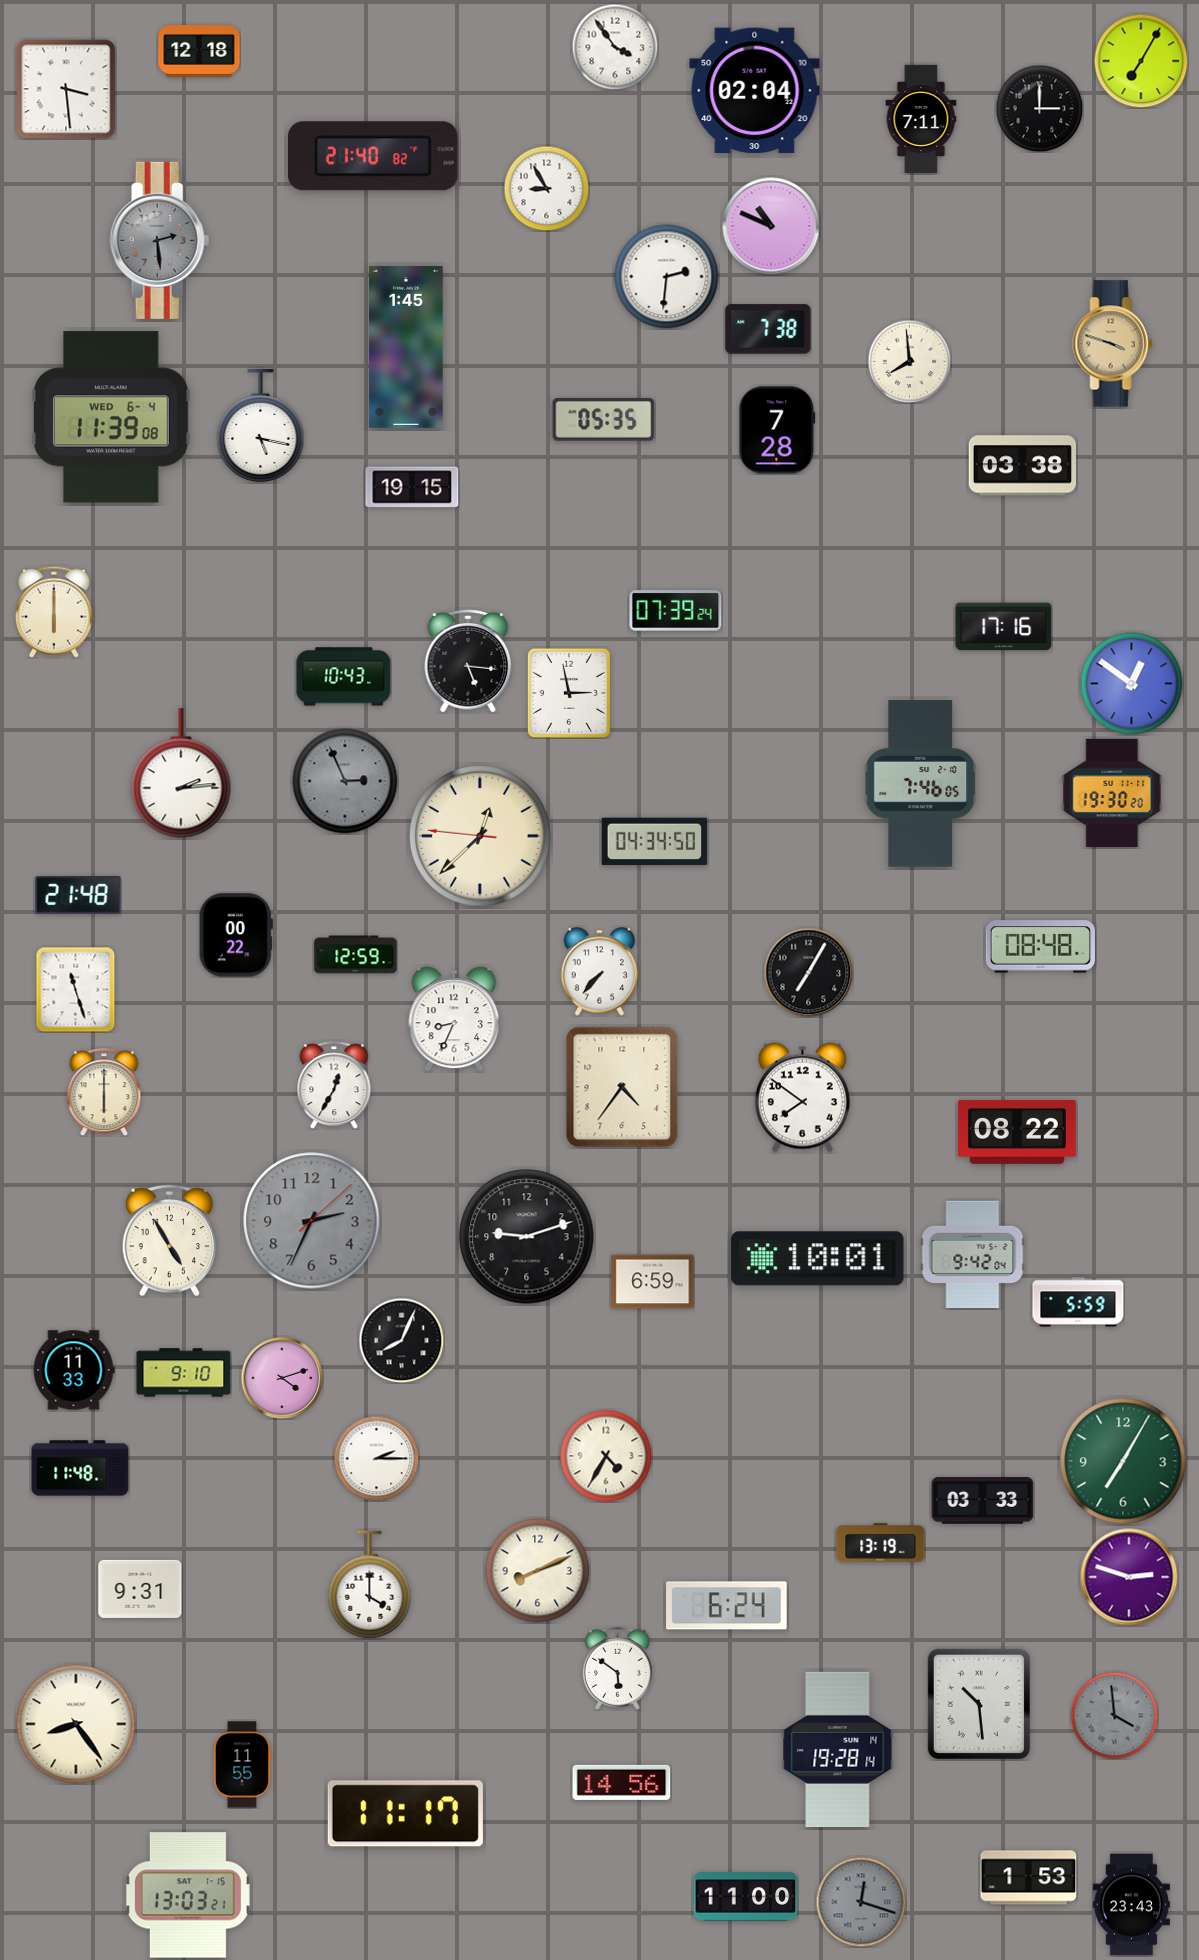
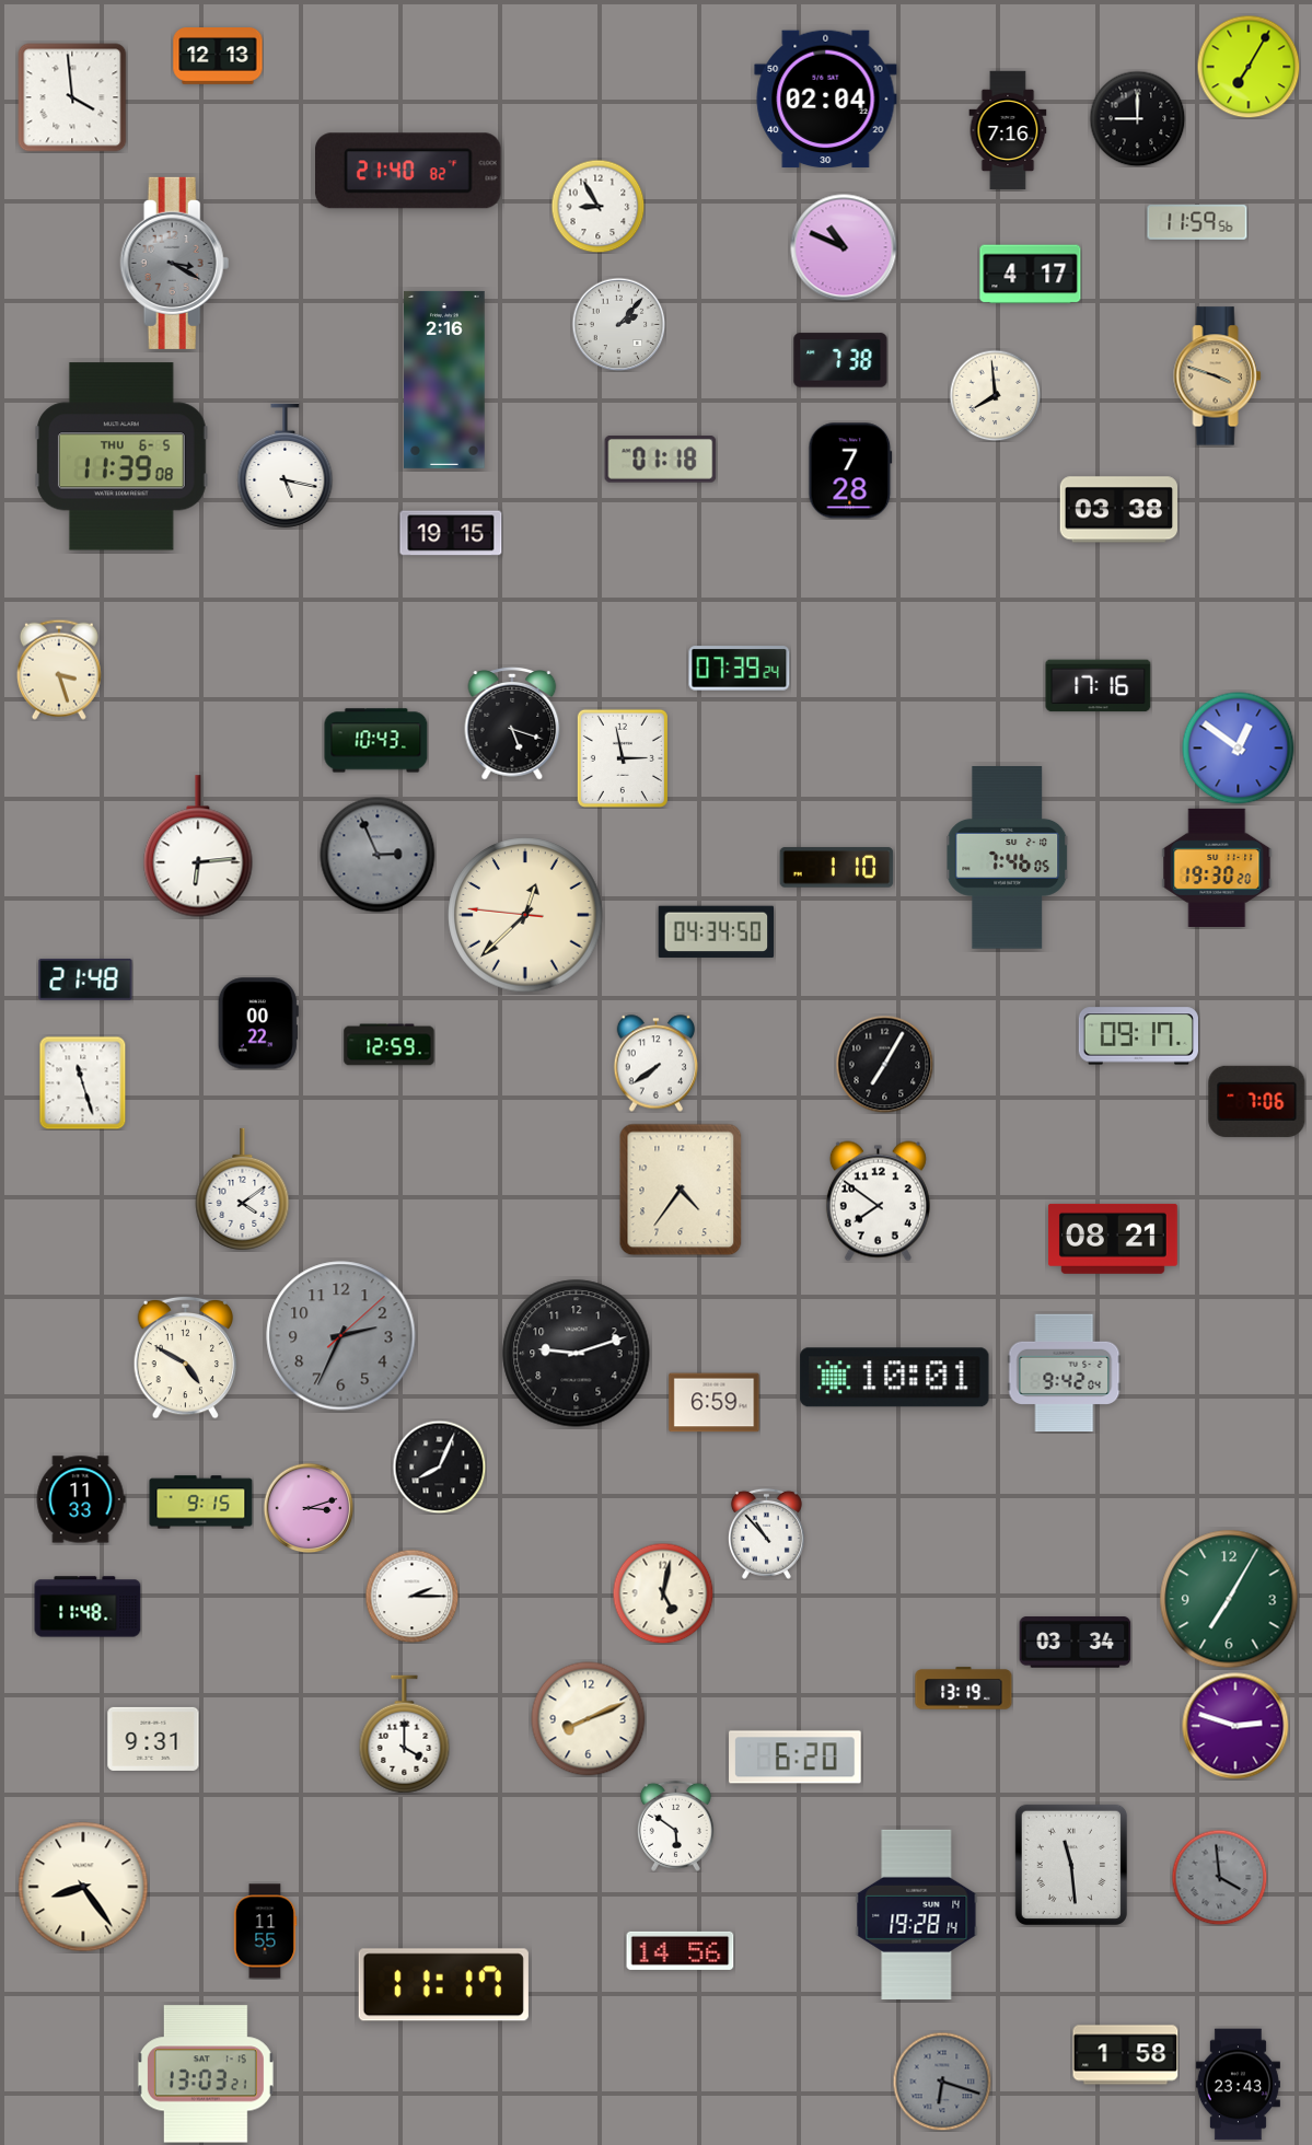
clock at (615, 47): 3:54 -> none
clock at (199, 52): 12:18 -> 12:13
clock at (66, 89): 3:29 -> 3:59
clock at (1039, 108): 3:00 -> 9:00
clock at (921, 119): 7:11 -> 7:16
clock at (1197, 222): none -> 11:59
clock at (160, 240): 2:29 -> 3:20
clock at (1031, 275): none -> 4:17
clock at (667, 277): 2:31 -> none
clock at (618, 324): none -> 2:07
clock at (406, 347): 1:45 -> 2:16
clock at (112, 417) date: WED 6-4 -> THU 6-5
clock at (604, 420): 05:35 -> 01:18
clock at (54, 612): 6:00 -> 3:27
clock at (468, 662): 5:16 -> 5:18
clock at (181, 773): 2:14 -> 6:14
clock at (837, 868): none -> 1:10
clock at (655, 842) position: (655, 842) -> (717, 932)
clock at (1040, 947): 08:48 -> 09:17
clock at (600, 972): 7:37 -> 7:39
clock at (1257, 1101): none -> 7:06
clock at (454, 1019): 8:34 -> none
clock at (334, 1085): 12:35 -> none
clock at (243, 1190): none -> 4:09
clock at (104, 1092): 6:00 -> none
clock at (1017, 1132): 08:22 -> 08:21
clock at (170, 1240): 4:55 -> 4:50
clock at (1078, 1302): 5:59 -> none
clock at (184, 1373): 9:10 -> 9:15
clock at (282, 1378): 4:12 -> 3:12
clock at (766, 1533): none -> 10:53
clock at (606, 1456): 4:35 -> 5:02
clock at (983, 1501): 03:33 -> 03:34
clock at (727, 1606): 6:24 -> 6:20
clock at (979, 1704): 10:29 -> 11:29
clock at (1029, 1878): 1:53 -> 1:58
clock at (746, 1897): 11:00 -> none
clock at (861, 1902): 12:18 -> 6:18
